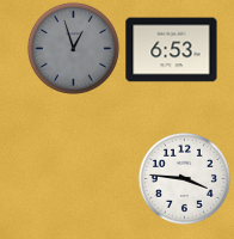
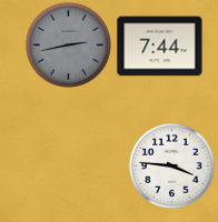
clock at (73, 48): 12:57 -> 2:43
clock at (172, 50): 6:53 -> 7:44
